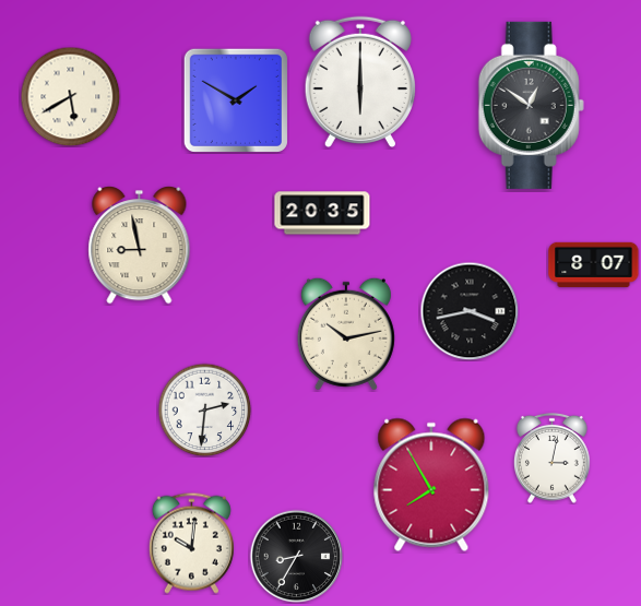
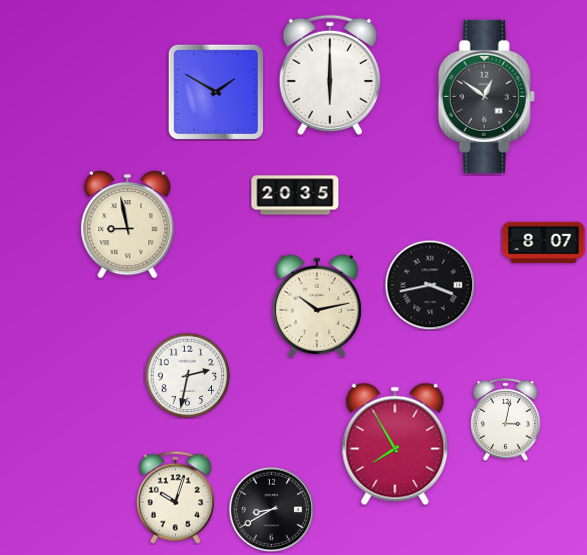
clock at (70, 96): 5:40 -> none
clock at (204, 409): 2:31 -> 2:32
clock at (191, 543): 10:01 -> 10:03
clock at (296, 556): 8:35 -> 8:40
